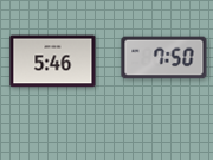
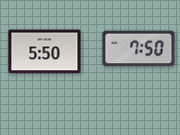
clock at (53, 62): 5:46 -> 5:50
